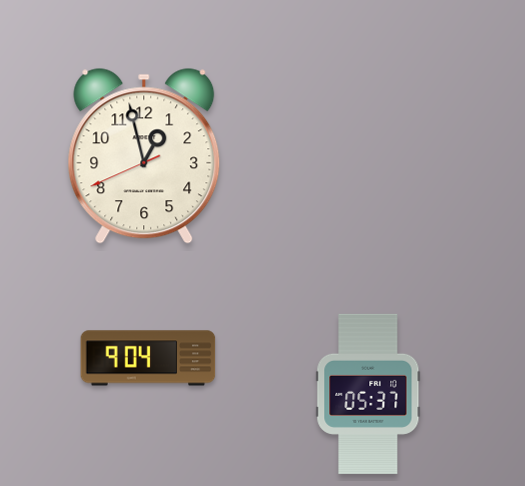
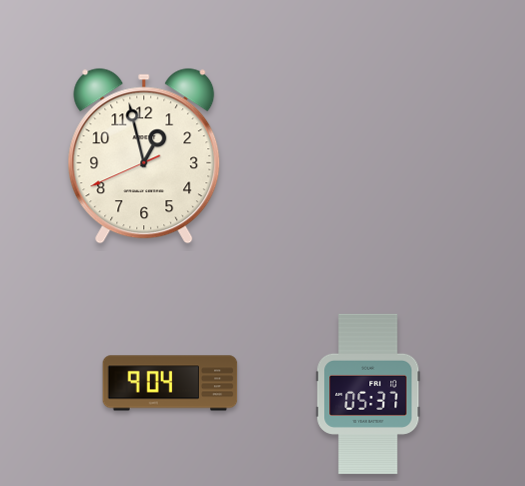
clock at (148, 358) position: (148, 358) -> (170, 383)
